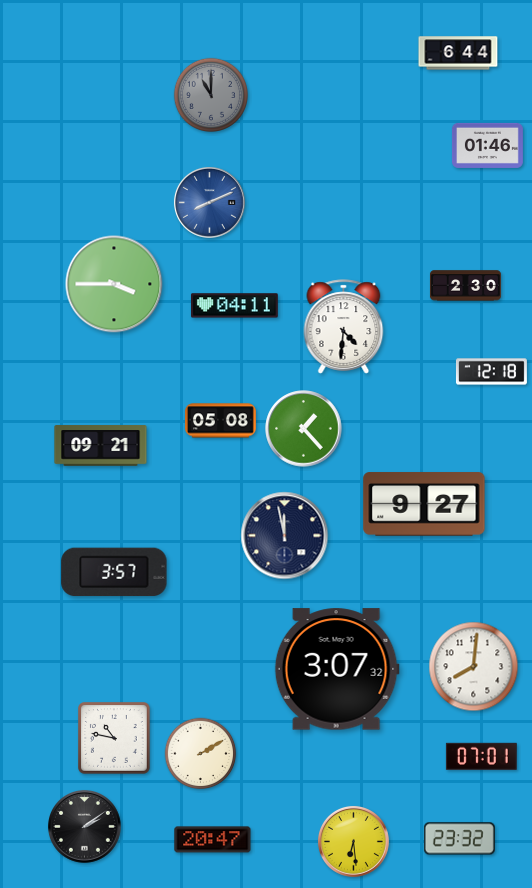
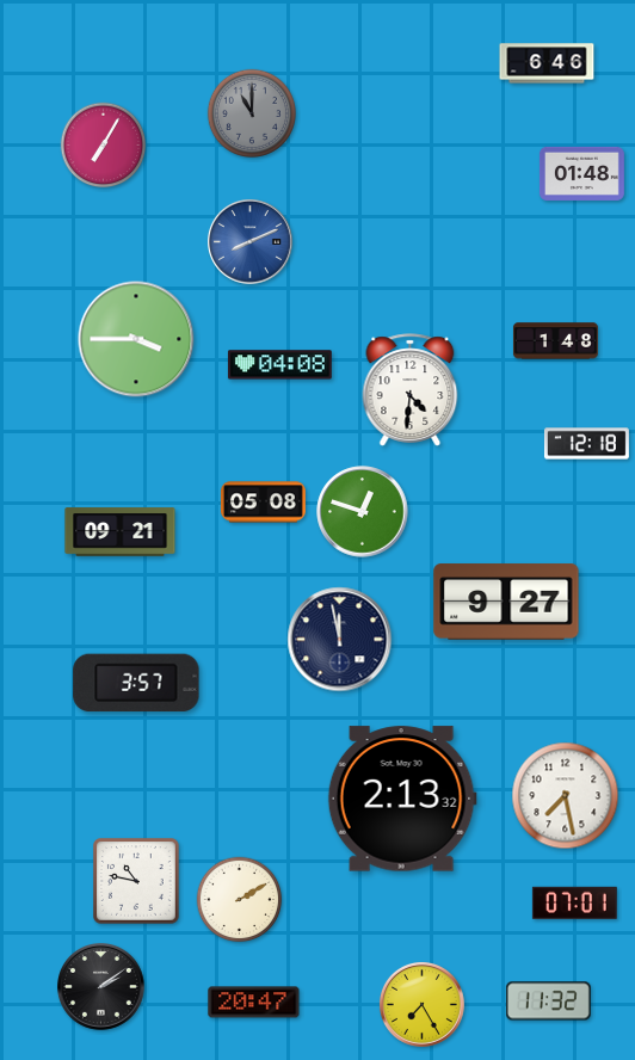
clock at (458, 53): 6:44 -> 6:46
clock at (104, 146): none -> 7:05
clock at (487, 145): 01:46 -> 01:48
clock at (465, 286): 2:30 -> 1:48
clock at (234, 306): 04:11 -> 04:08
clock at (304, 429): 1:23 -> 12:48
clock at (474, 667): 8:01 -> 7:28
clock at (337, 669): 3:07 -> 2:13
clock at (459, 839): 23:32 -> 11:32
clock at (353, 841): 6:29 -> 7:25
